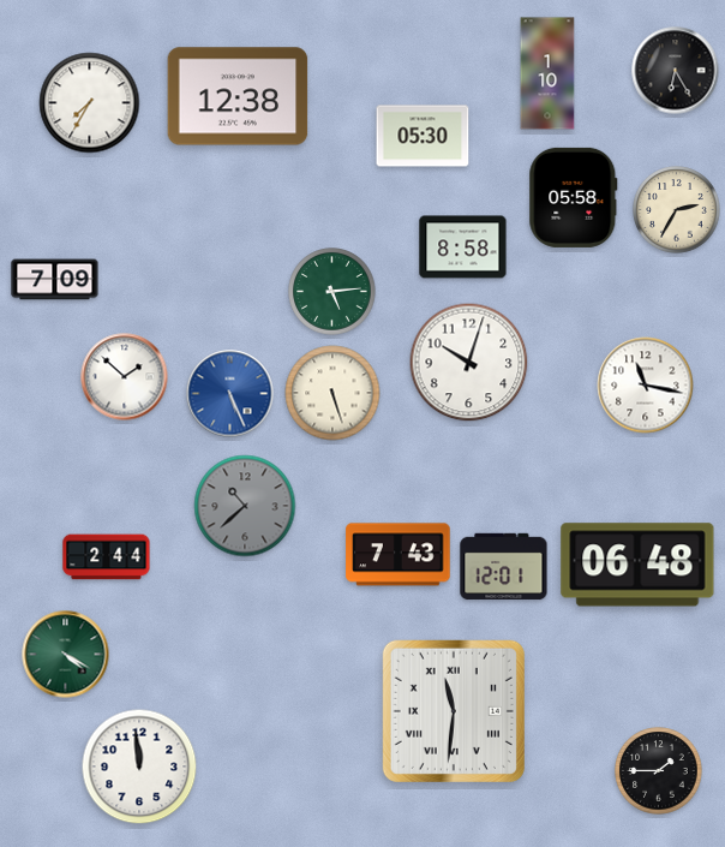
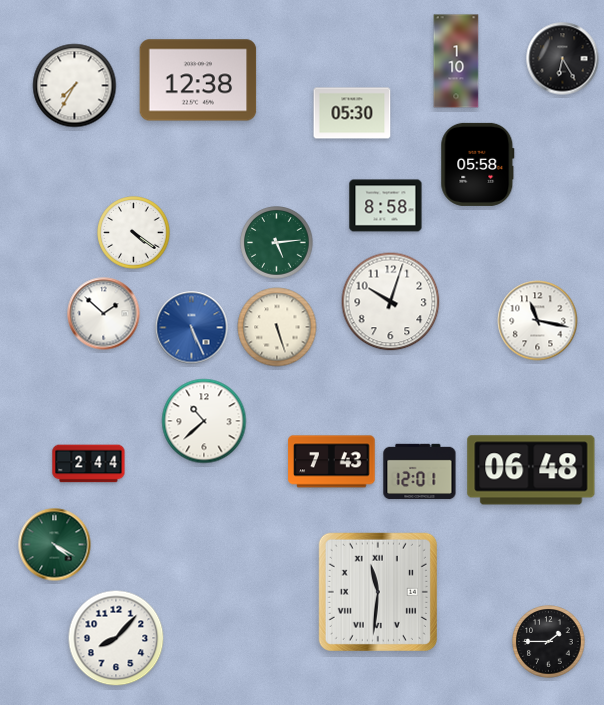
clock at (677, 210): 2:35 -> none
clock at (55, 280): 7:09 -> none
clock at (134, 233): none -> 4:21
clock at (245, 506) dial: grey -> white
clock at (139, 767): 11:59 -> 8:07
